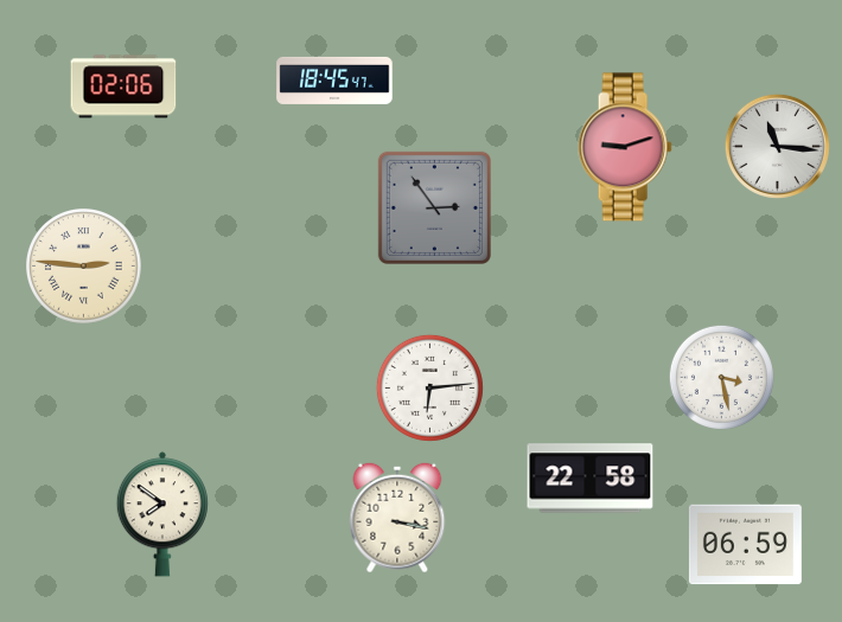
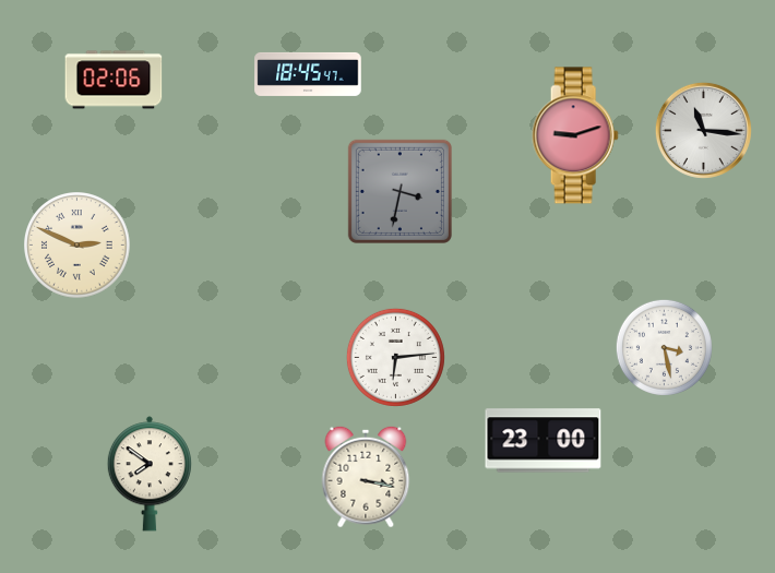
clock at (777, 146) position: (777, 146) -> (703, 130)
clock at (434, 207): 2:54 -> 3:32
clock at (84, 267): 2:46 -> 2:49
clock at (591, 479): 22:58 -> 23:00
clock at (745, 545): 06:59 -> none
